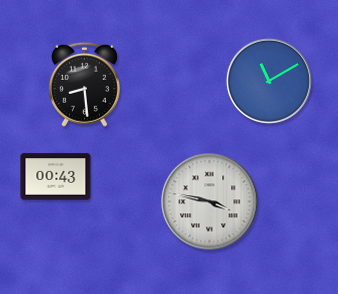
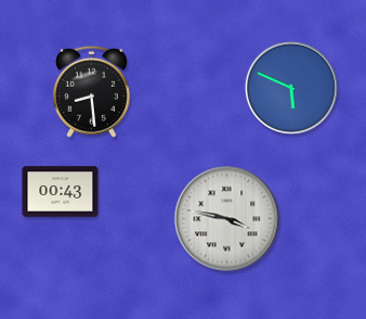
clock at (269, 81): 11:10 -> 5:49
